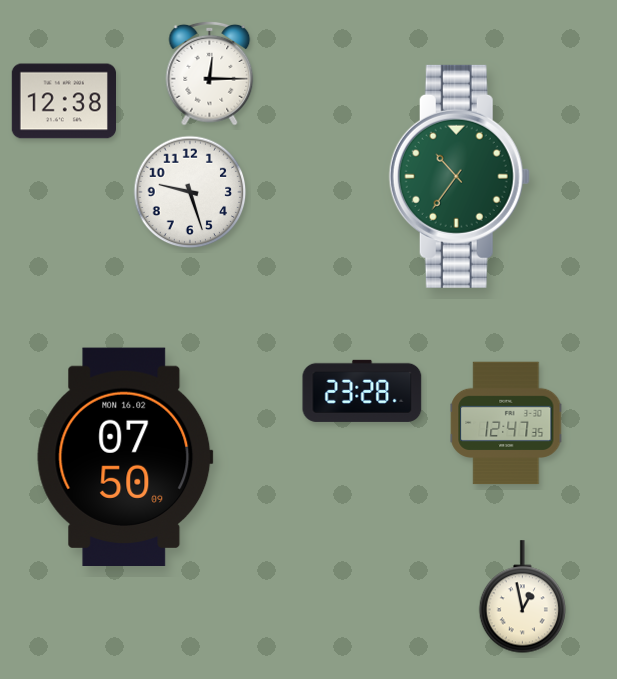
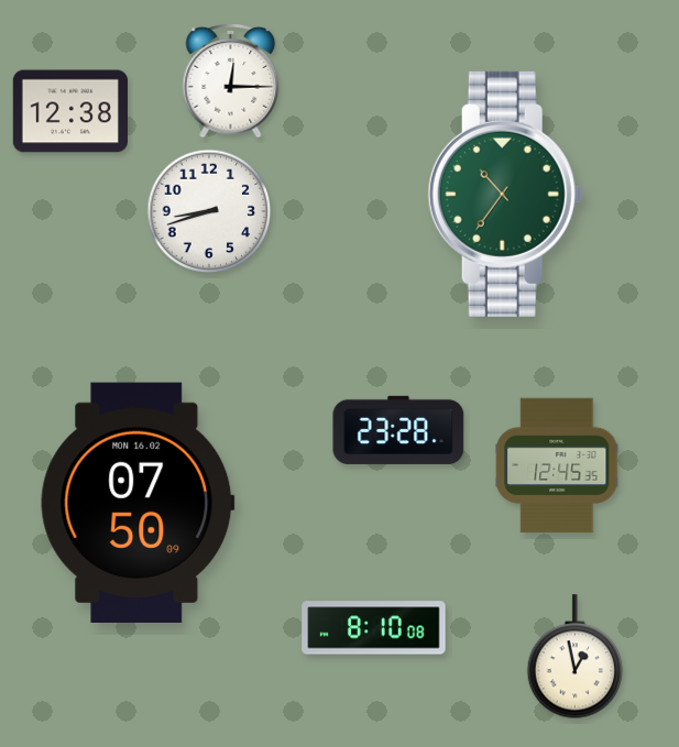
clock at (190, 192): 9:27 -> 8:42
clock at (506, 423): 12:47 -> 12:45
clock at (374, 628): none -> 8:10
